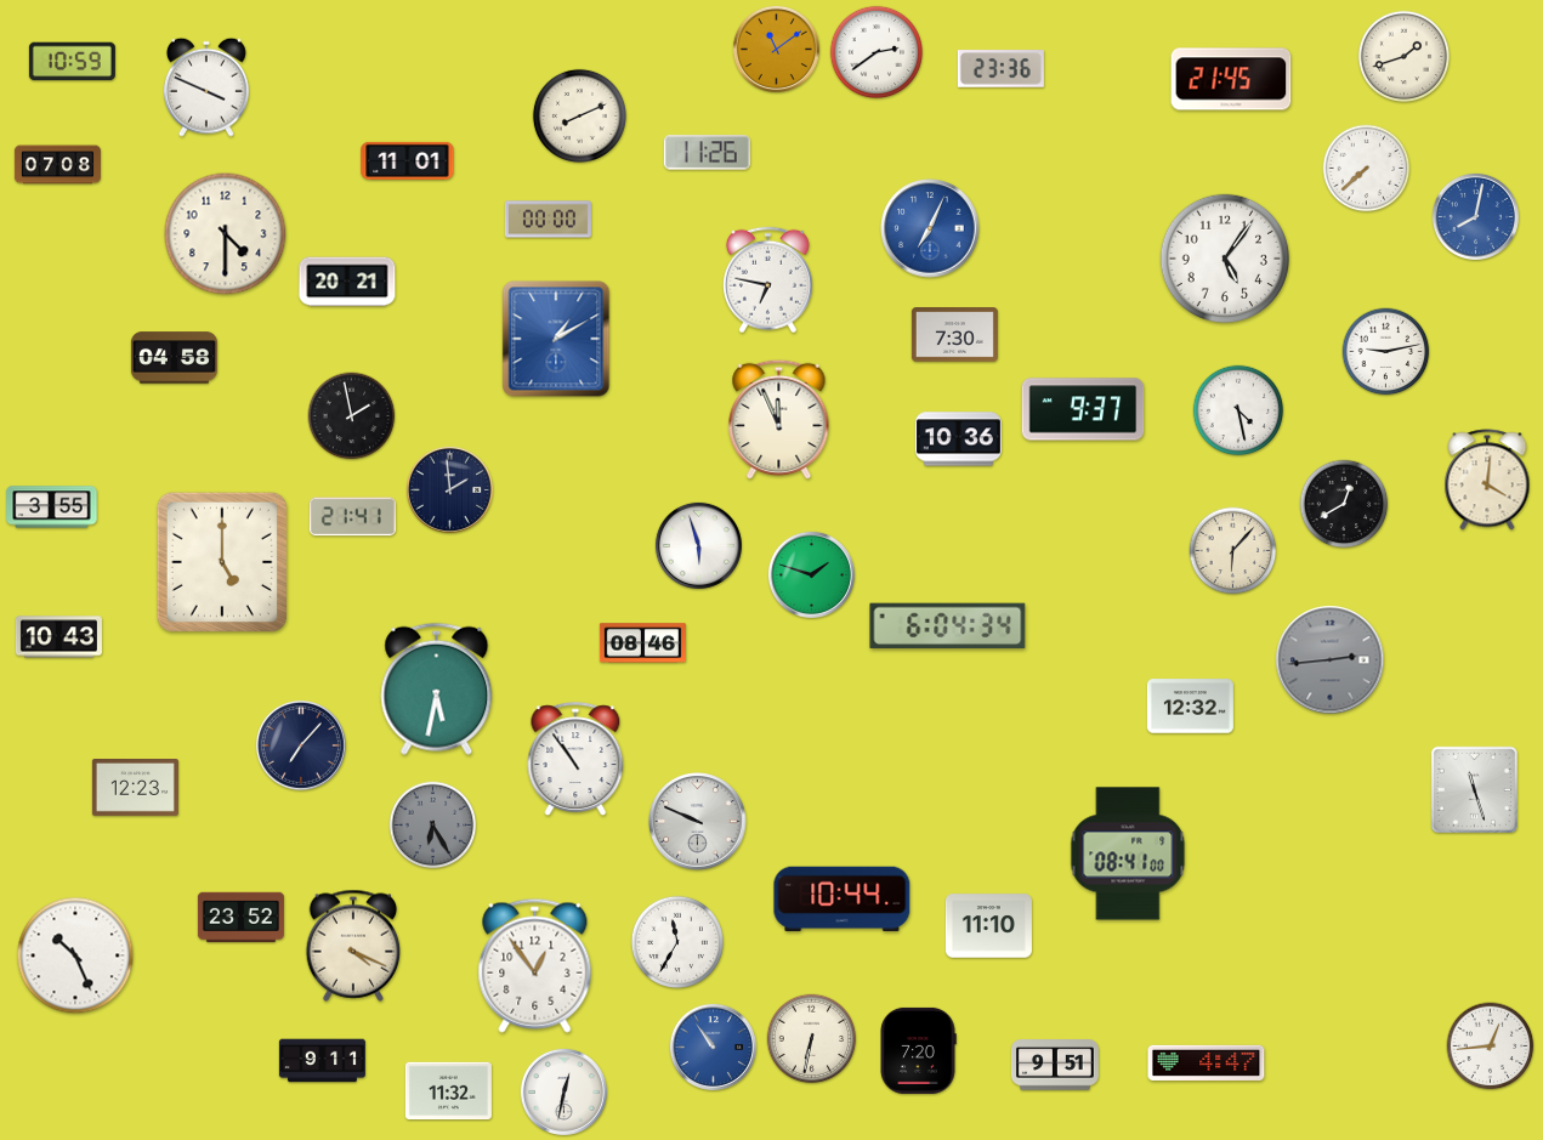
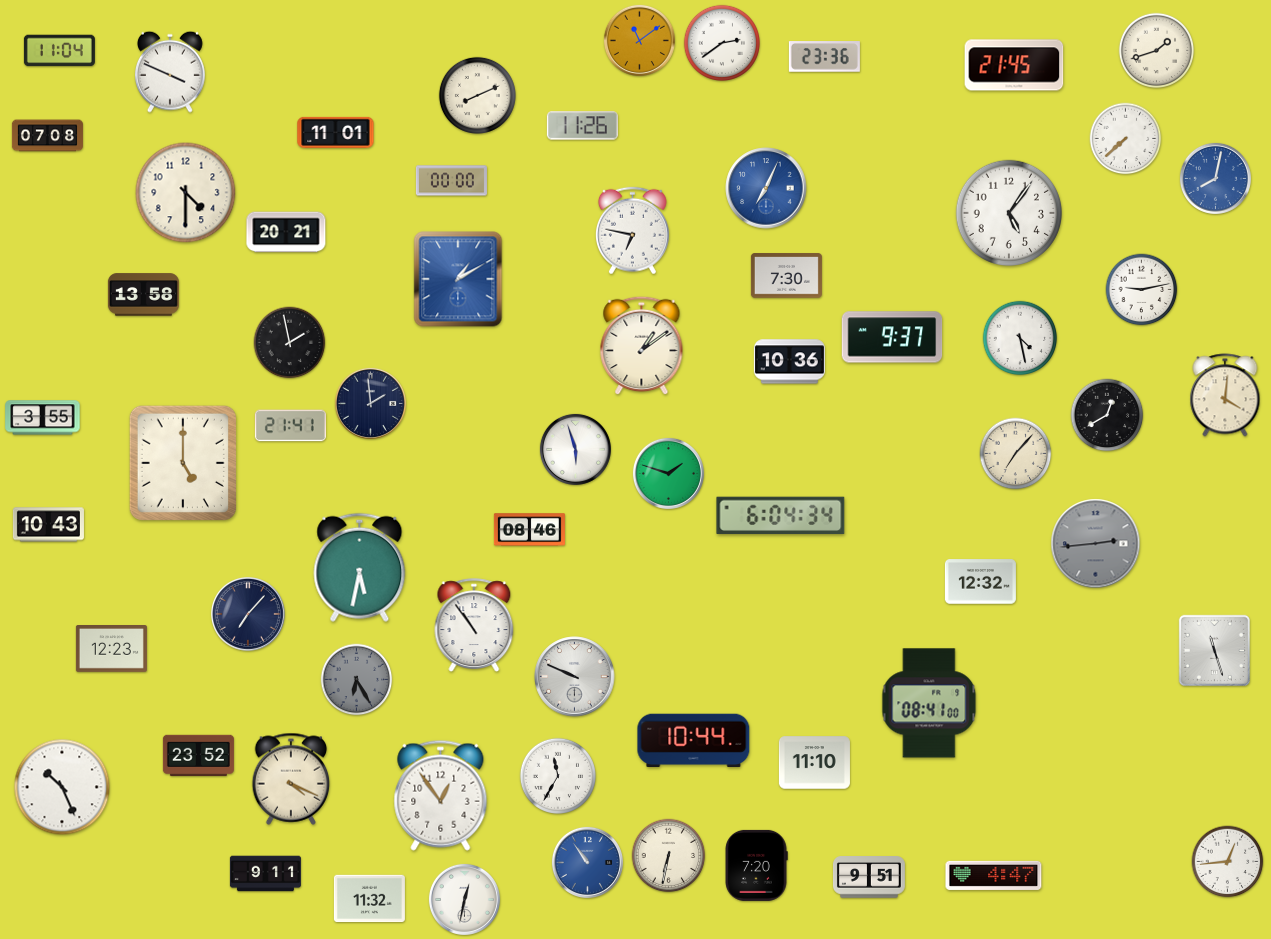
clock at (1405, 57) position: (1405, 57) -> (1157, 51)
clock at (72, 62): 10:59 -> 11:04
clock at (174, 358): 04:58 -> 13:58
clock at (779, 420): 11:56 -> 1:09
clock at (1233, 551): 6:07 -> 7:07
